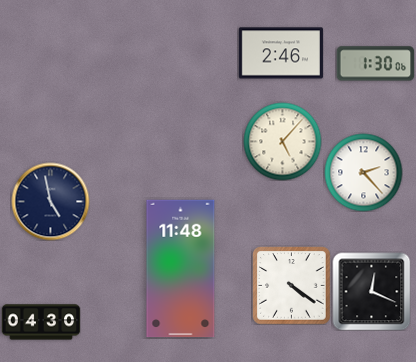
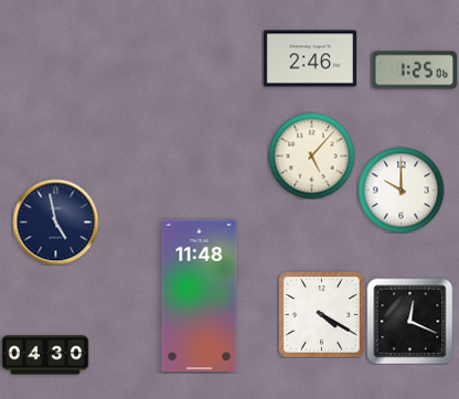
clock at (375, 64): 1:30 -> 1:25
clock at (363, 172): 2:23 -> 10:00
clock at (291, 285): 4:21 -> 4:20
